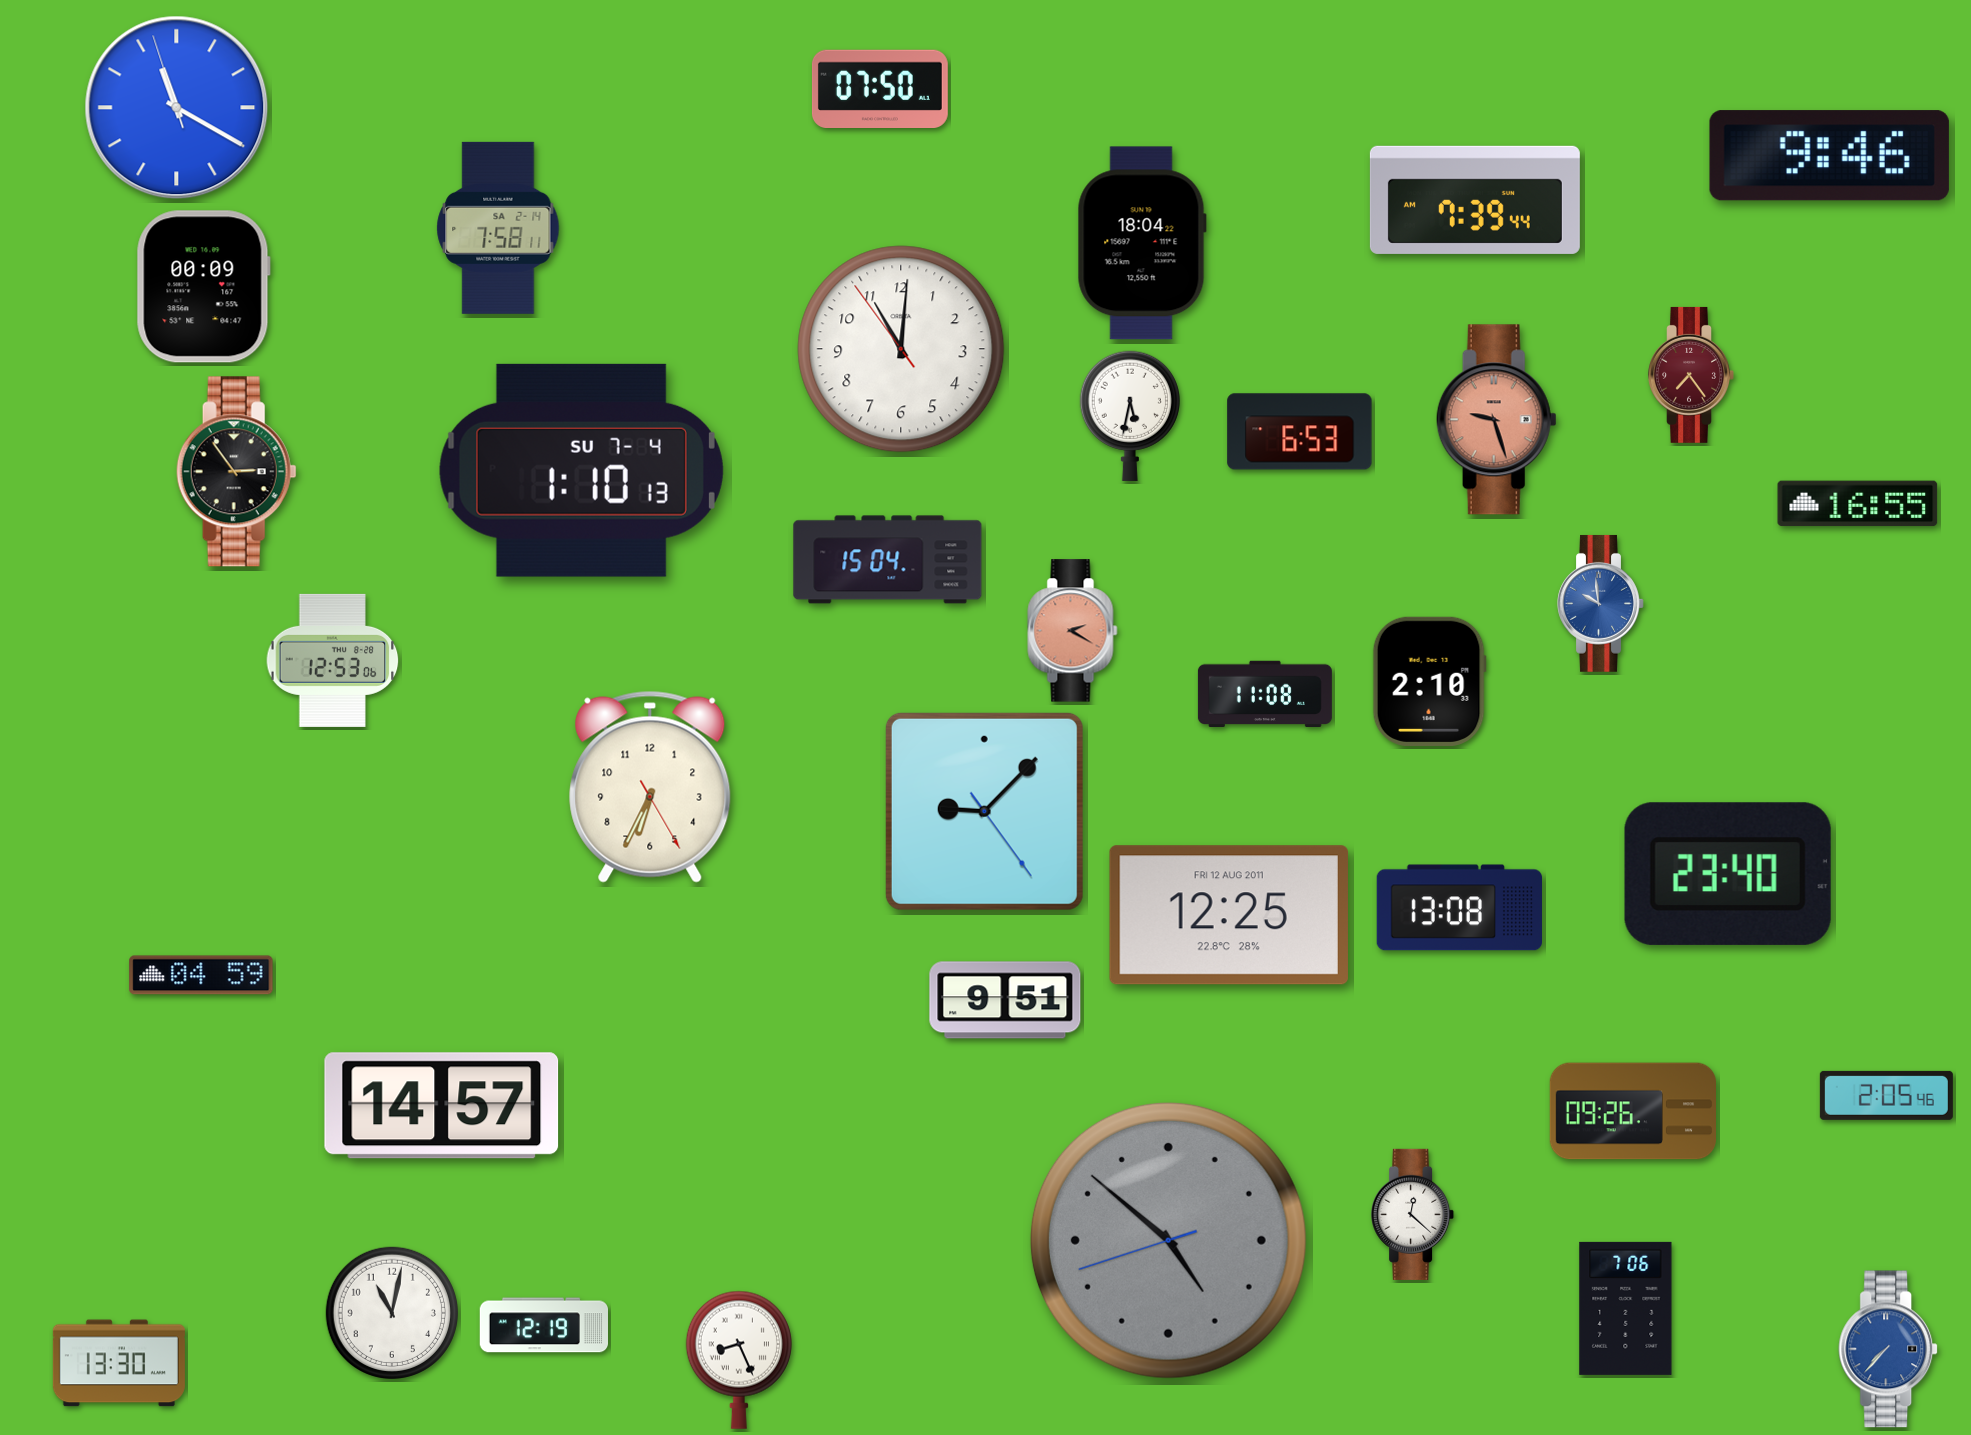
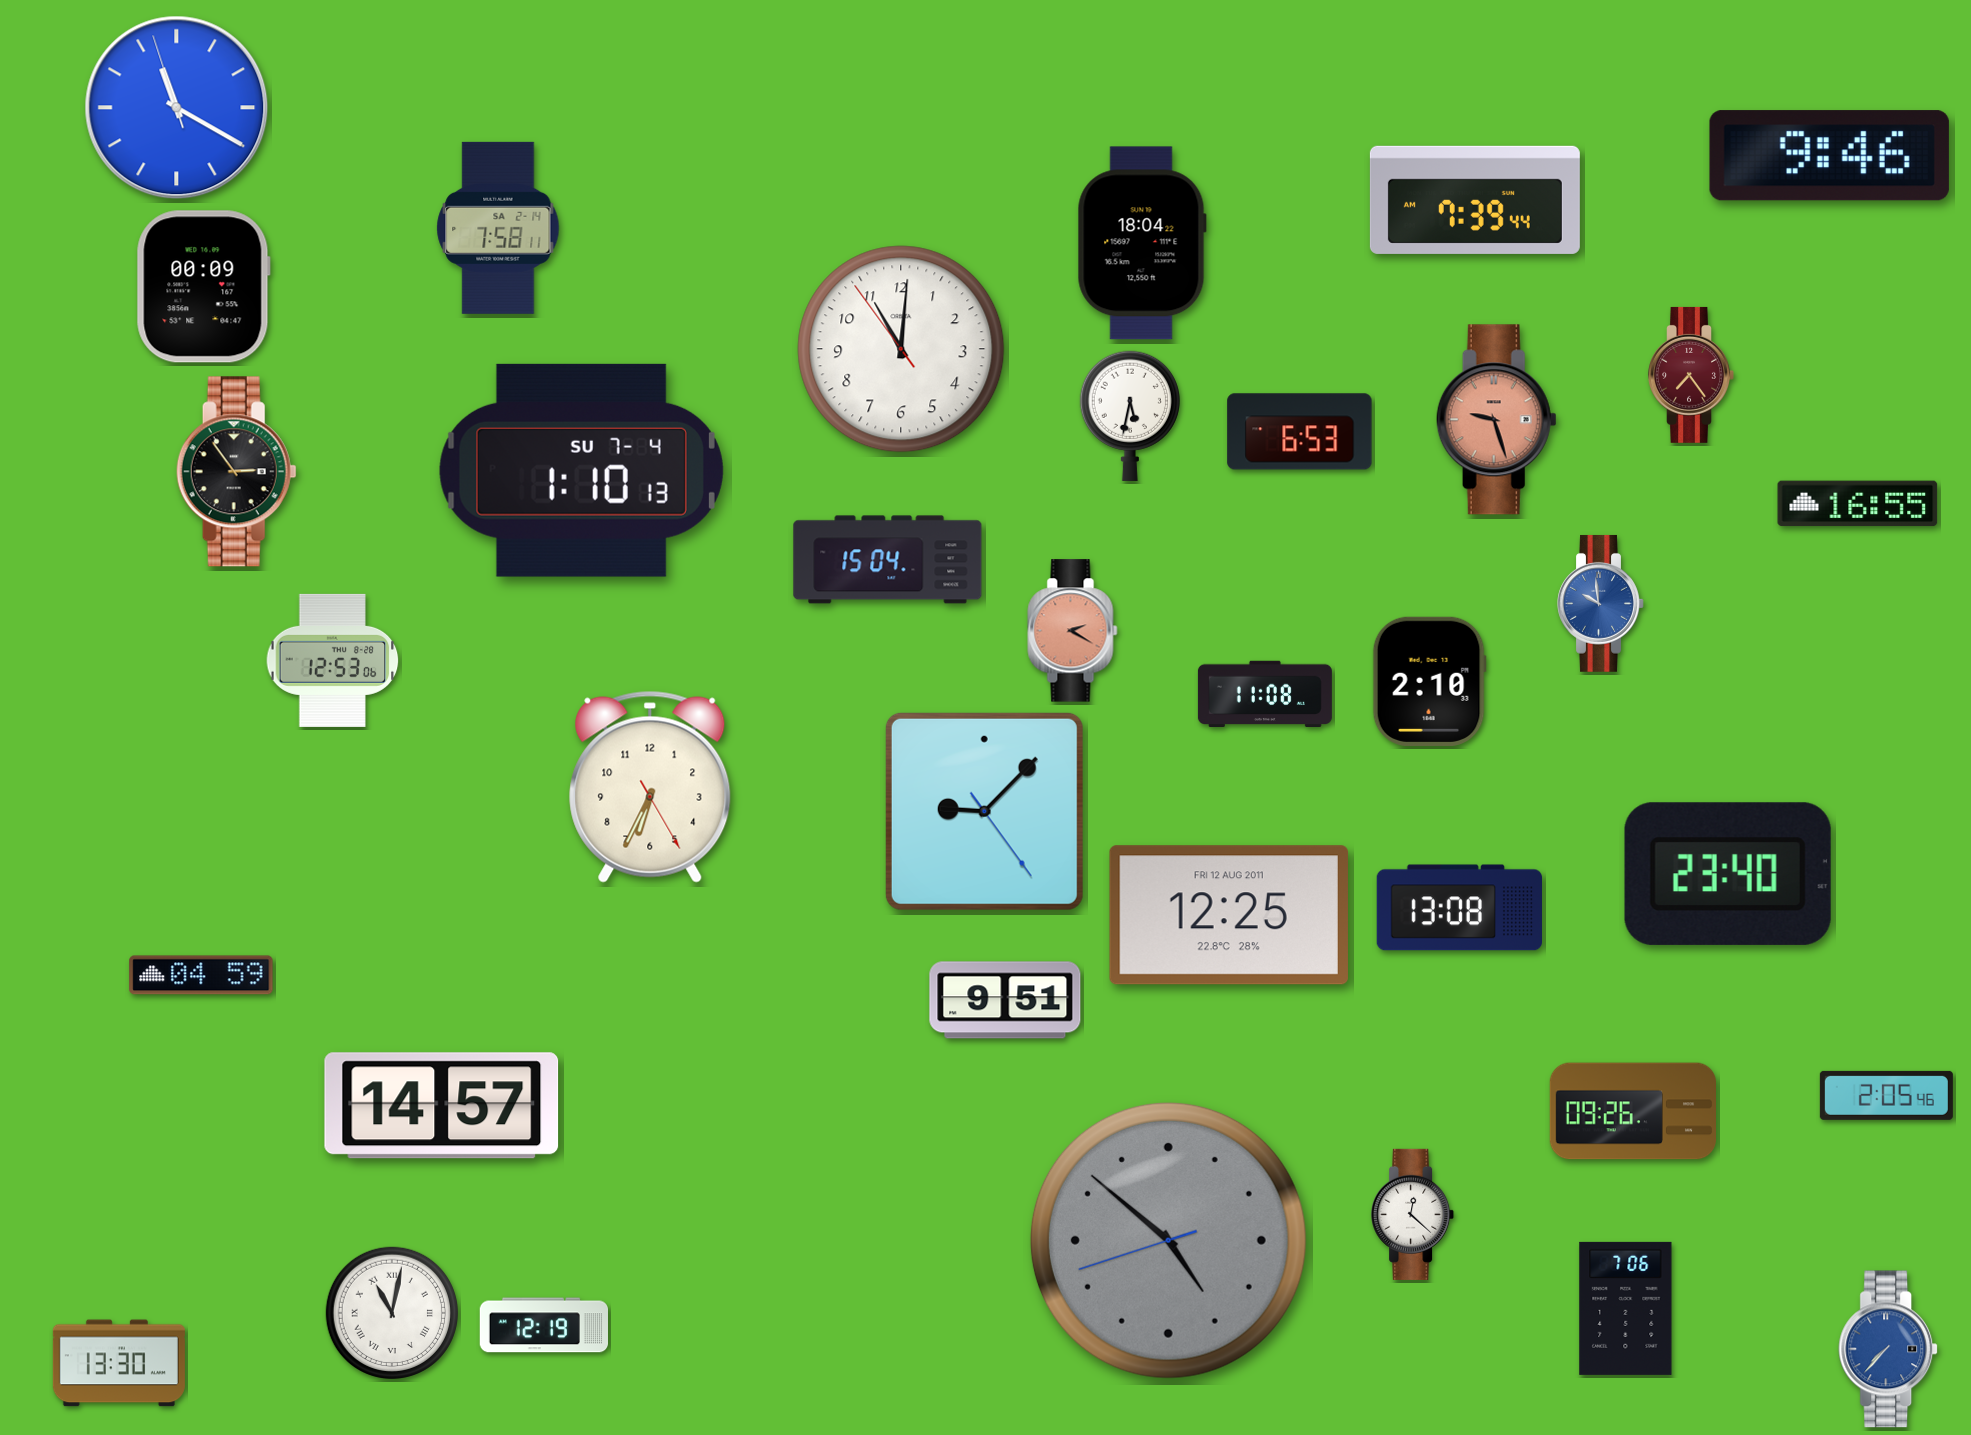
clock at (880, 88): 07:50 -> none
clock at (391, 1312) numerals: Arabic -> Roman
clock at (739, 1360): 8:26 -> none
